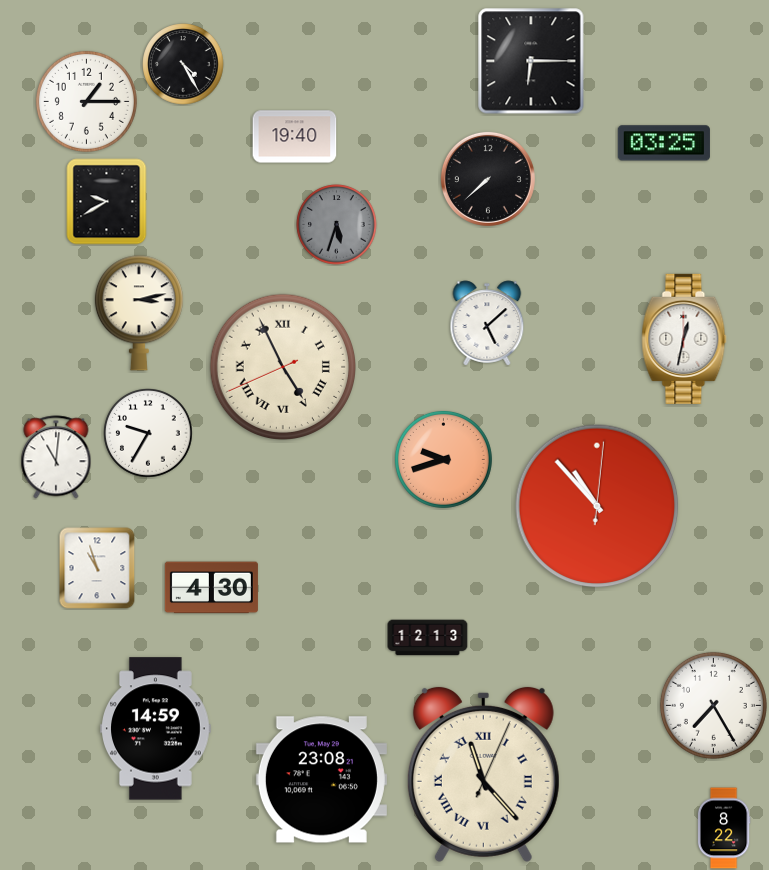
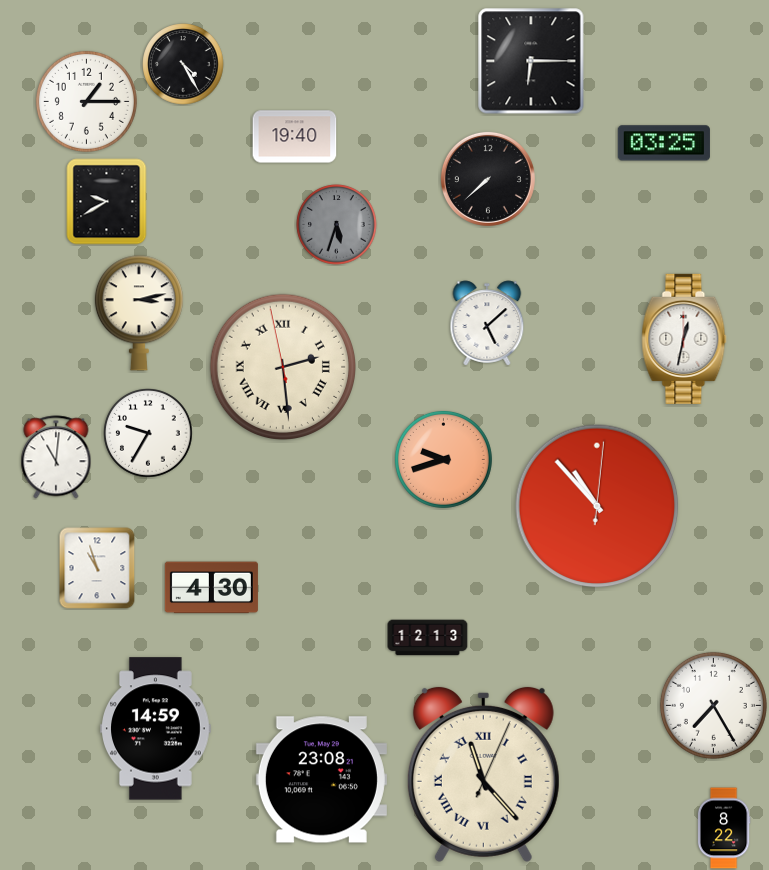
clock at (282, 366): 4:55 -> 2:28
